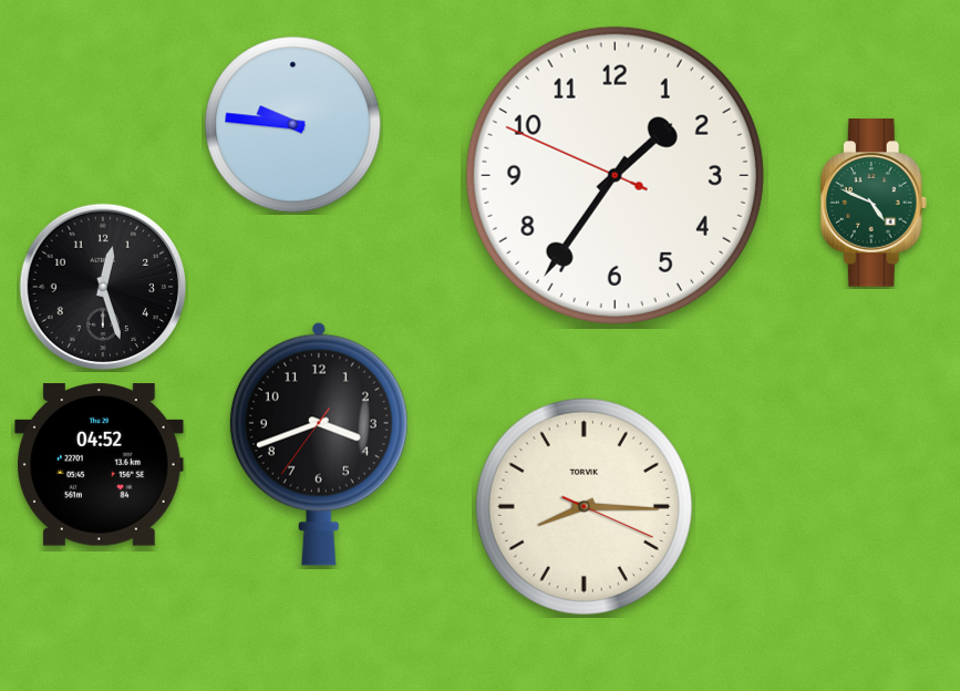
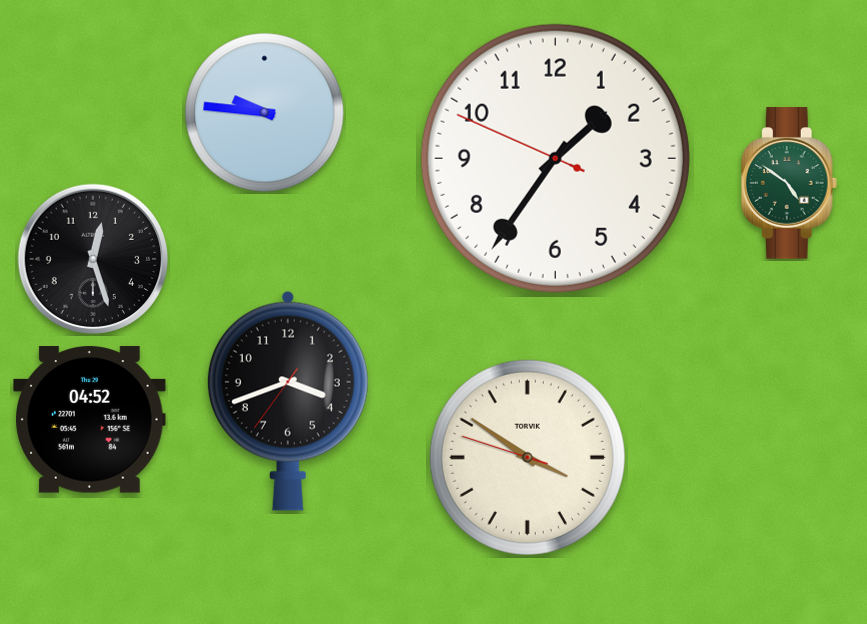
clock at (874, 203): 4:49 -> 4:51
clock at (584, 506): 8:15 -> 3:50
